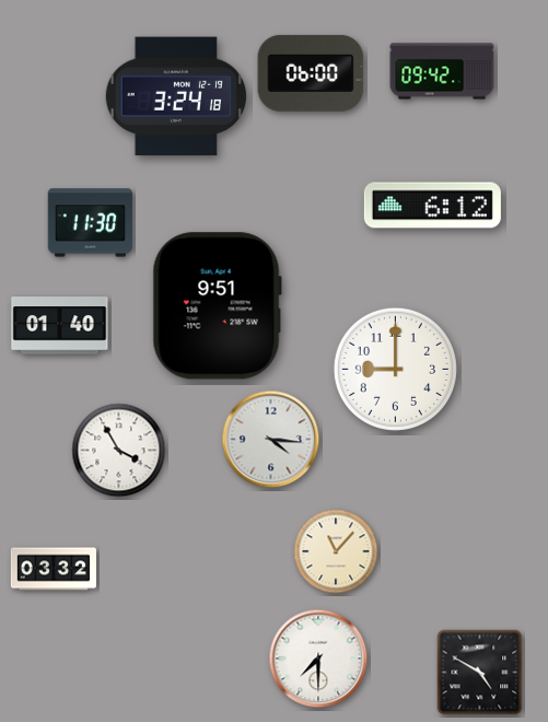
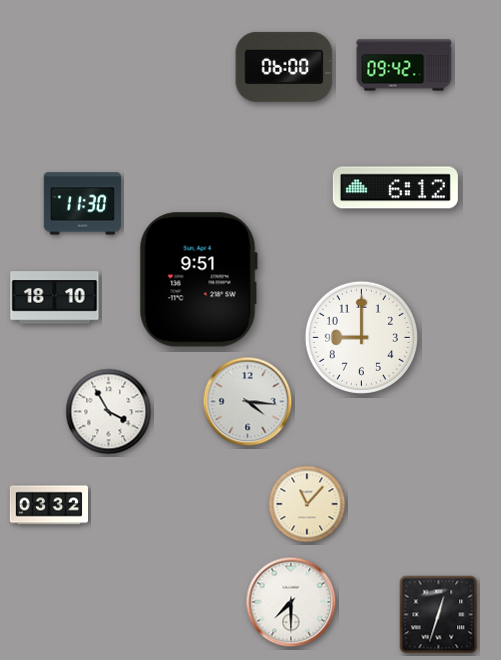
clock at (175, 96): 3:24 -> none
clock at (60, 326): 01:40 -> 18:10
clock at (53, 569) position: (53, 569) -> (48, 505)
clock at (480, 673): 4:50 -> 12:33
